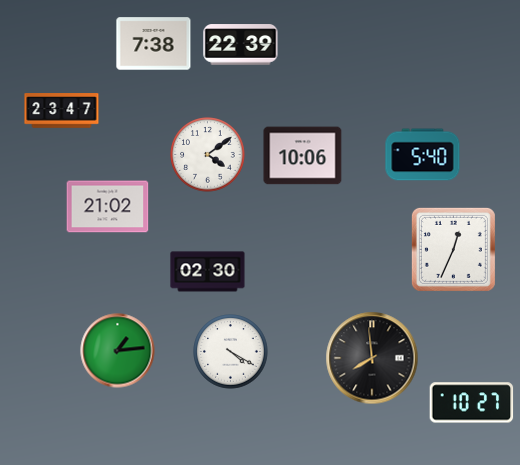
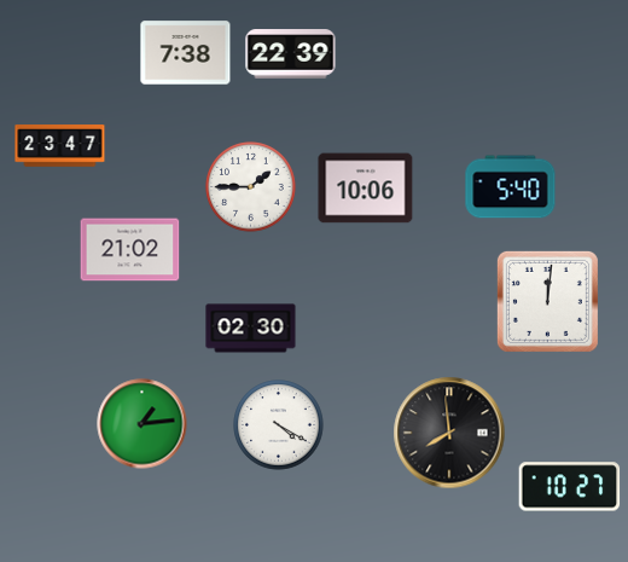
clock at (62, 111) position: (62, 111) -> (60, 146)
clock at (208, 155): 4:09 -> 1:45
clock at (453, 249): 12:34 -> 12:01
